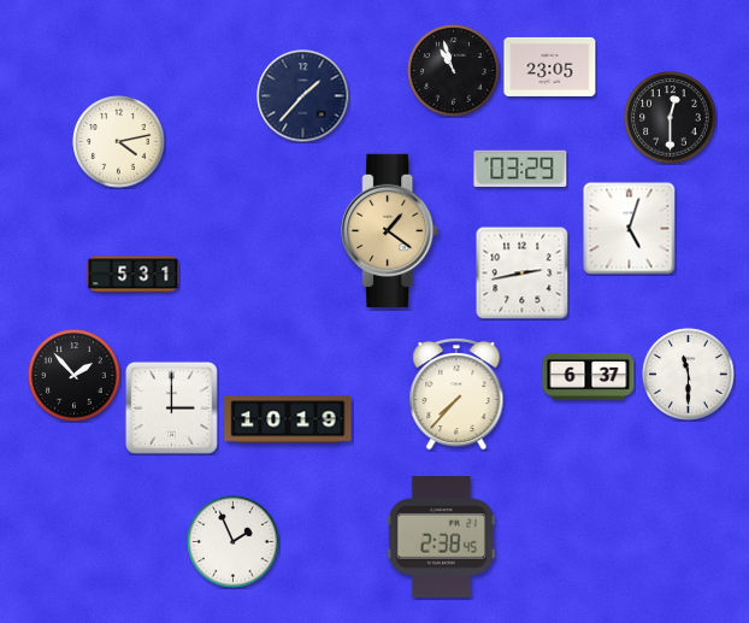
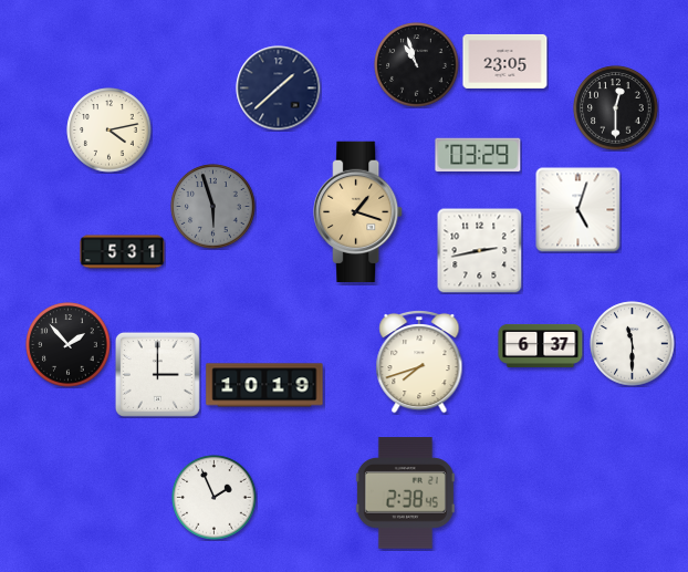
clock at (303, 96): 1:37 -> 1:38
clock at (213, 207): none -> 5:57
clock at (390, 230): 1:21 -> 1:18
clock at (456, 394): 7:37 -> 7:42
